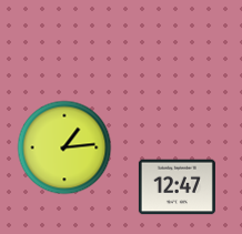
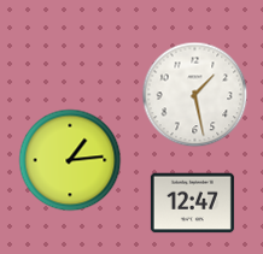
clock at (195, 95): none -> 1:28
